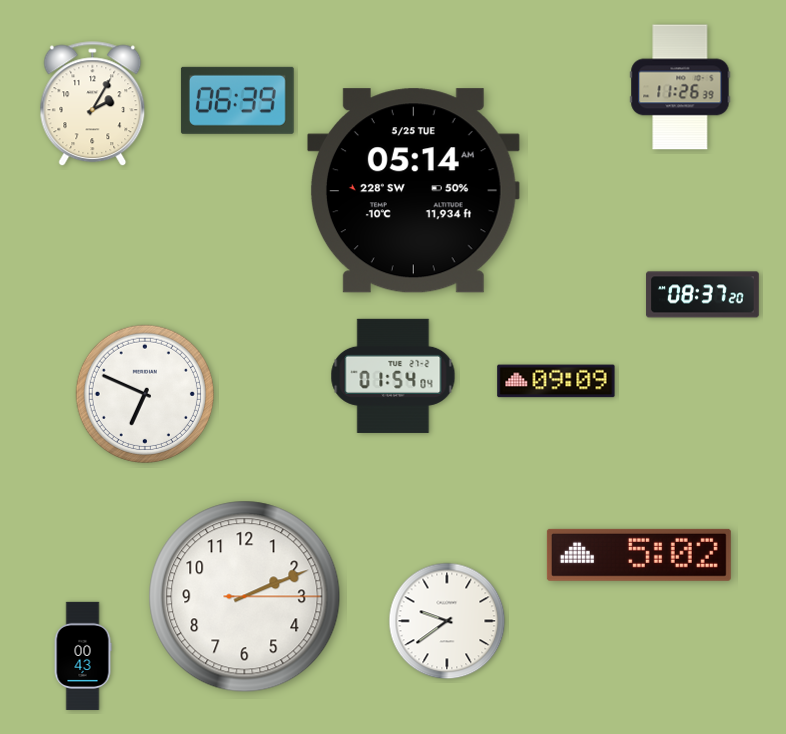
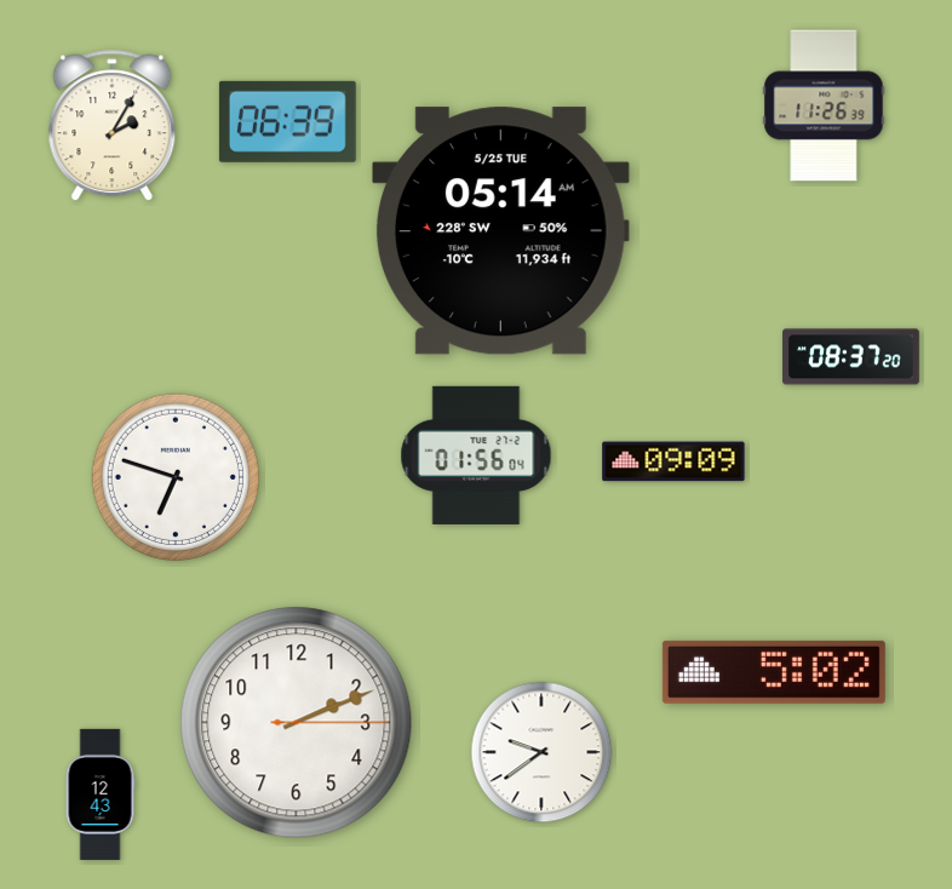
clock at (393, 376): 01:54 -> 01:56
clock at (144, 393): 6:49 -> 6:48
clock at (83, 656): 00:43 -> 12:43
